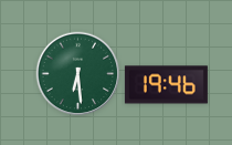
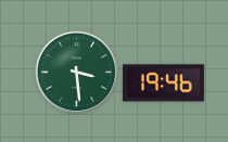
clock at (78, 74): 6:29 -> 3:29
